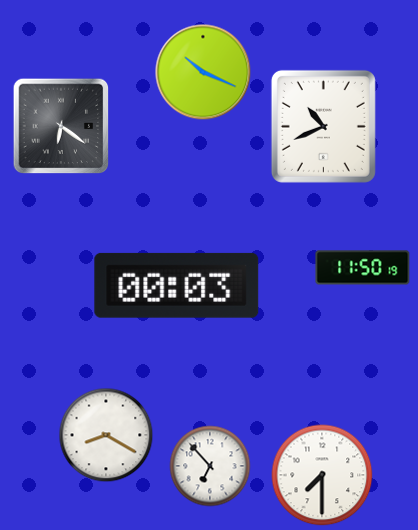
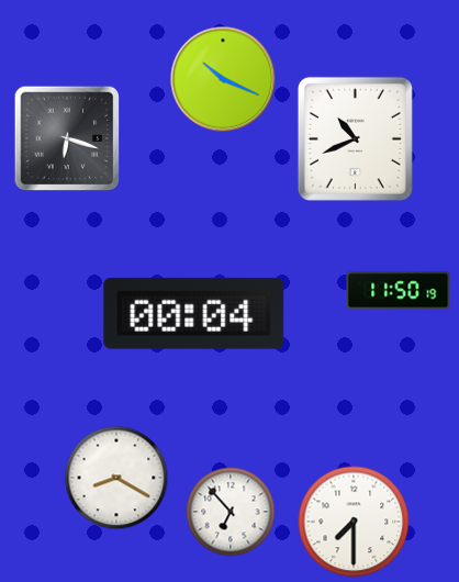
clock at (61, 126): 6:21 -> 6:18
clock at (363, 268) position: (363, 268) -> (399, 291)
clock at (177, 285): 00:03 -> 00:04
